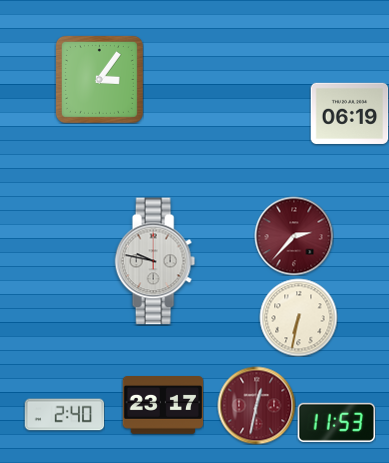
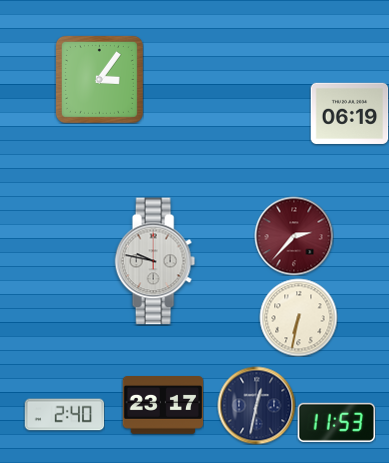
clock at (256, 405) dial: burgundy -> navy
